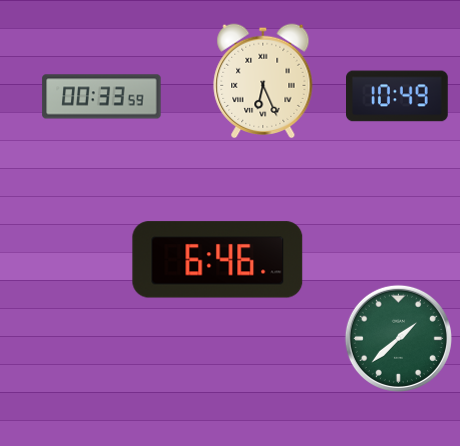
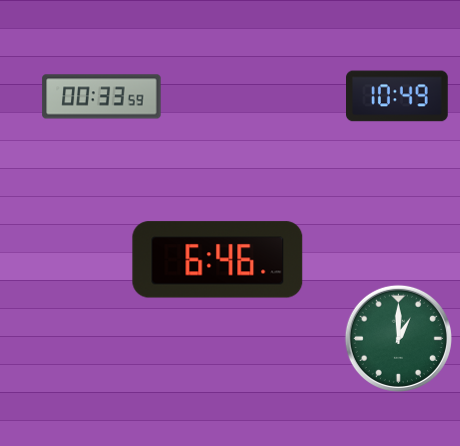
clock at (263, 81): 6:26 -> none
clock at (398, 338): 1:38 -> 1:00
